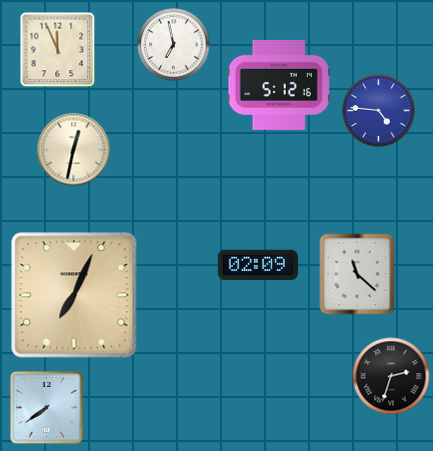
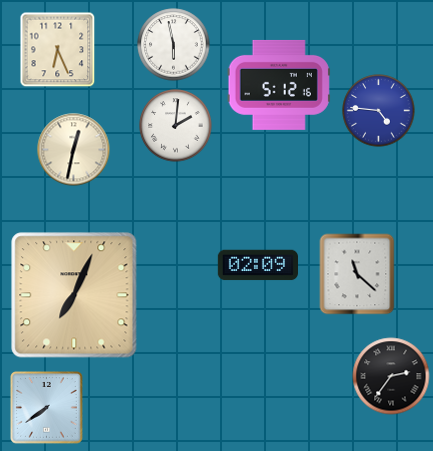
clock at (174, 45): 6:58 -> 5:58
clock at (58, 50): 11:56 -> 6:26
clock at (176, 126): none -> 2:01
clock at (391, 376): 2:33 -> 2:36
